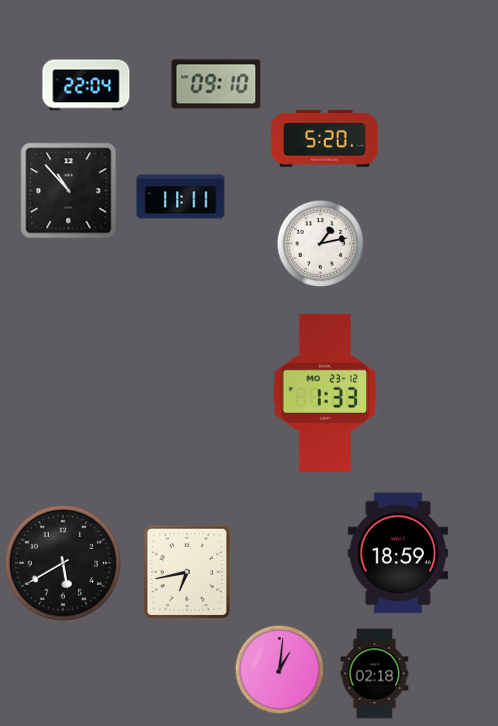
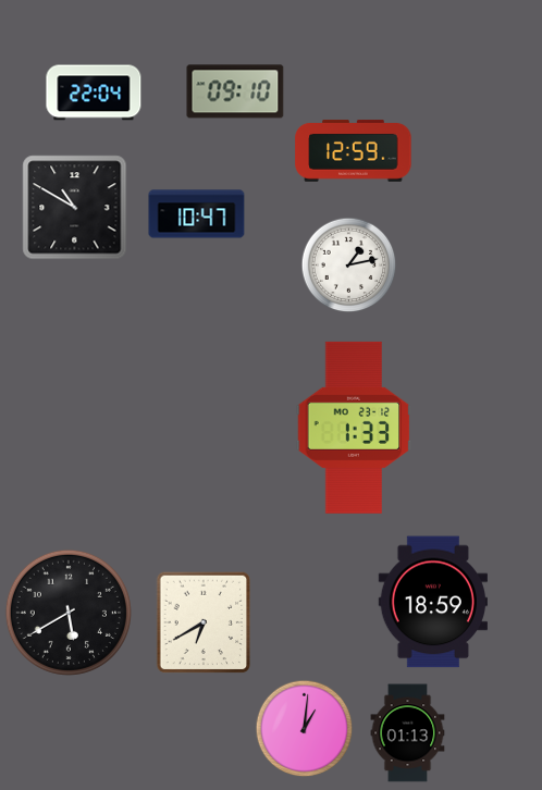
clock at (325, 138): 5:20 -> 12:59
clock at (69, 191): 10:53 -> 10:50
clock at (181, 197): 11:11 -> 10:47
clock at (187, 572): 6:43 -> 6:40
clock at (375, 674): 02:18 -> 01:13
